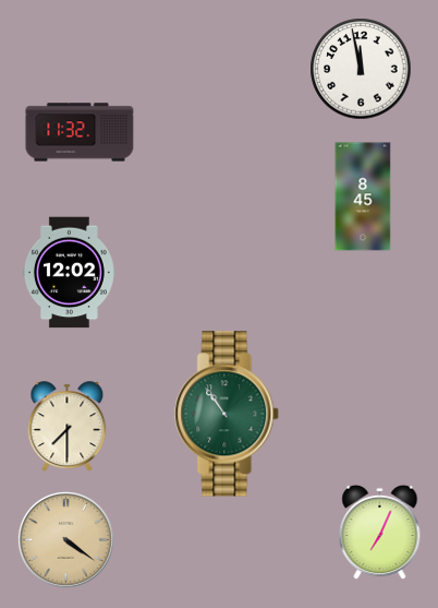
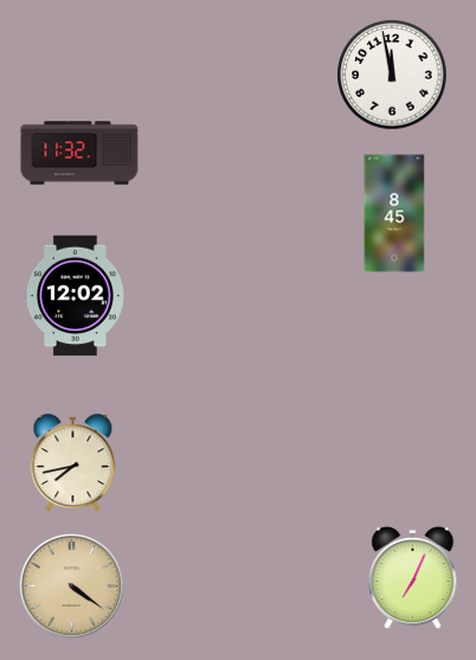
clock at (80, 132) position: (80, 132) -> (79, 153)
clock at (228, 414): 10:54 -> none
clock at (68, 426): 7:30 -> 7:43
